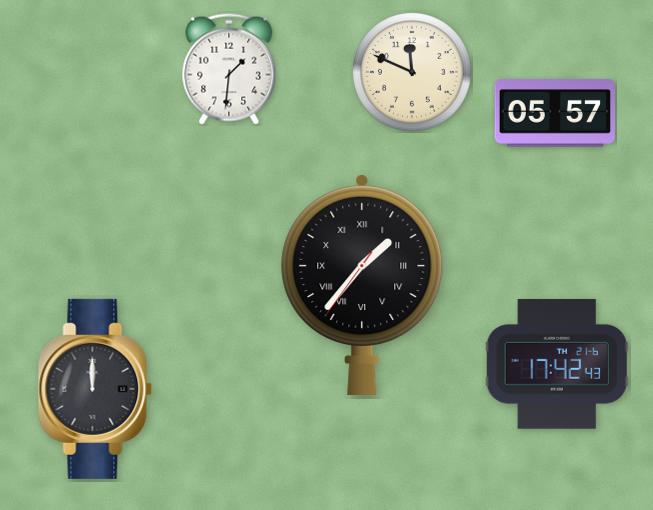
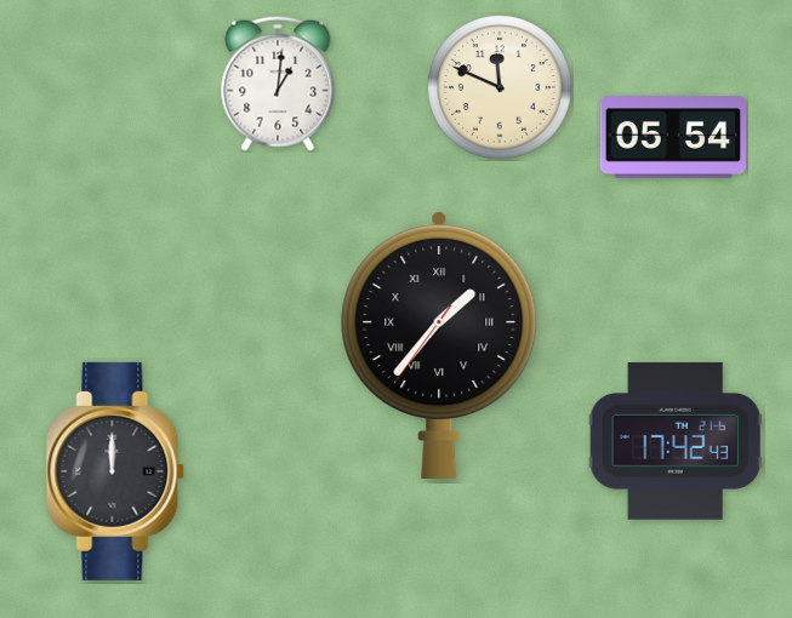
clock at (229, 69): 1:31 -> 1:01
clock at (554, 113): 05:57 -> 05:54
